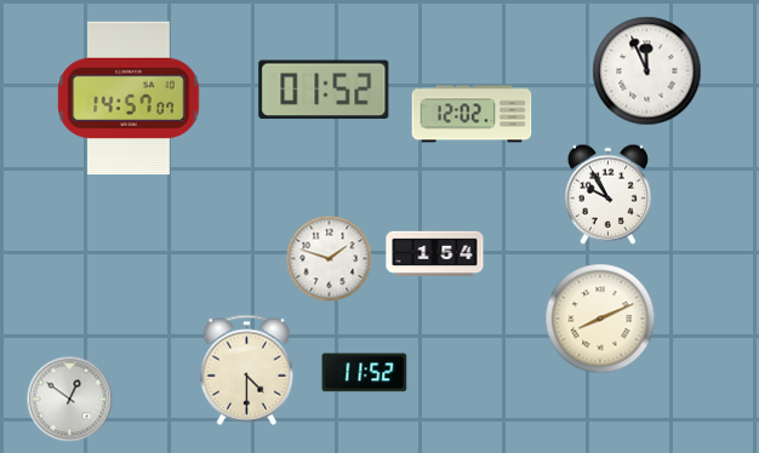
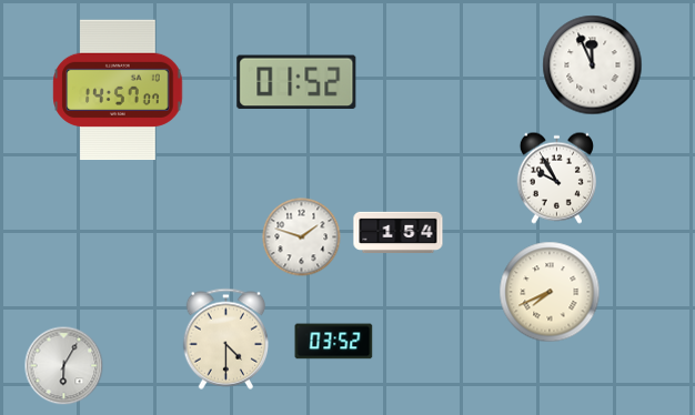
clock at (472, 114): 12:02 -> none
clock at (600, 319): 8:11 -> 7:41
clock at (365, 373): 11:52 -> 03:52
clock at (70, 400): 12:51 -> 6:05
